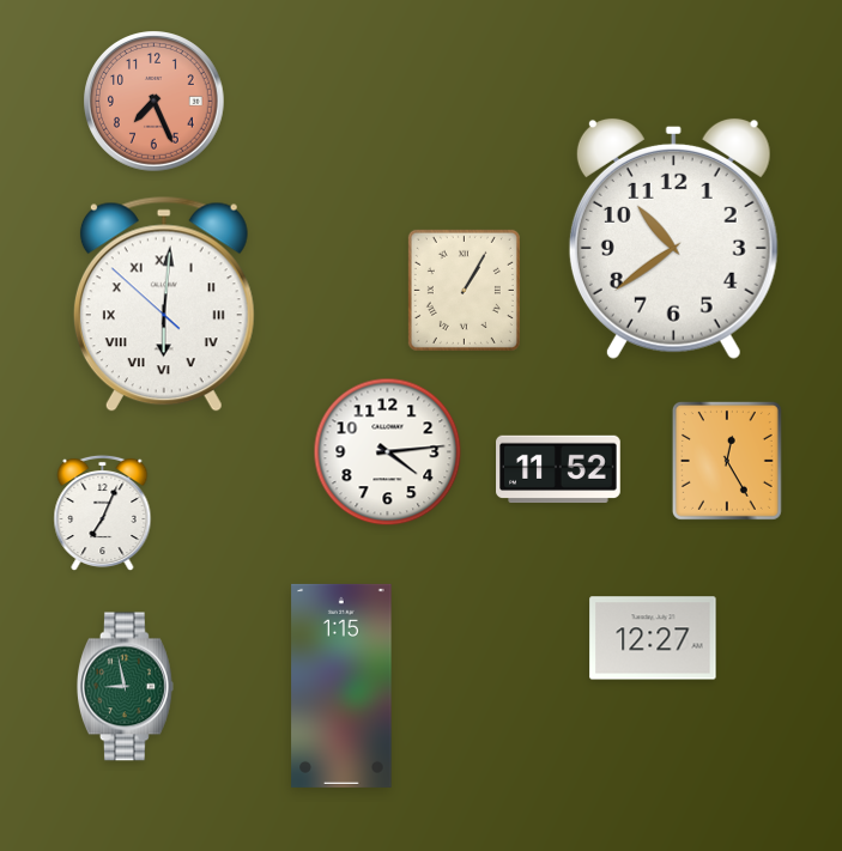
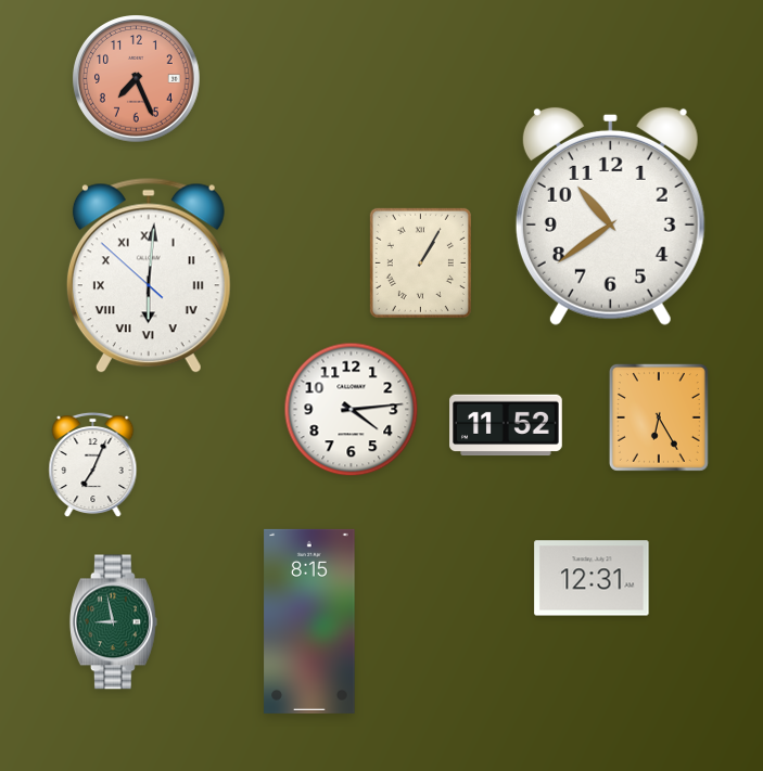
clock at (155, 102) position: (155, 102) -> (137, 79)
clock at (727, 461): 12:25 -> 6:25
clock at (653, 638): 12:27 -> 12:31
clock at (341, 686): 1:15 -> 8:15
